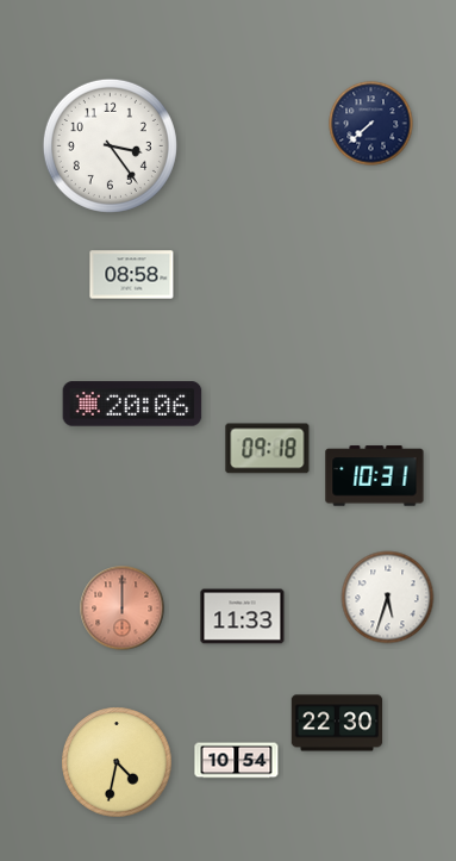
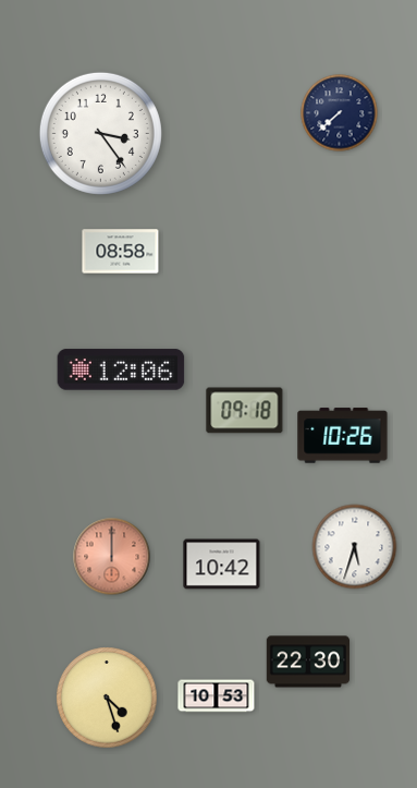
clock at (132, 404): 20:06 -> 12:06
clock at (375, 476): 10:31 -> 10:26
clock at (243, 617): 11:33 -> 10:42
clock at (237, 761): 10:54 -> 10:53
clock at (117, 762): 4:32 -> 4:27
